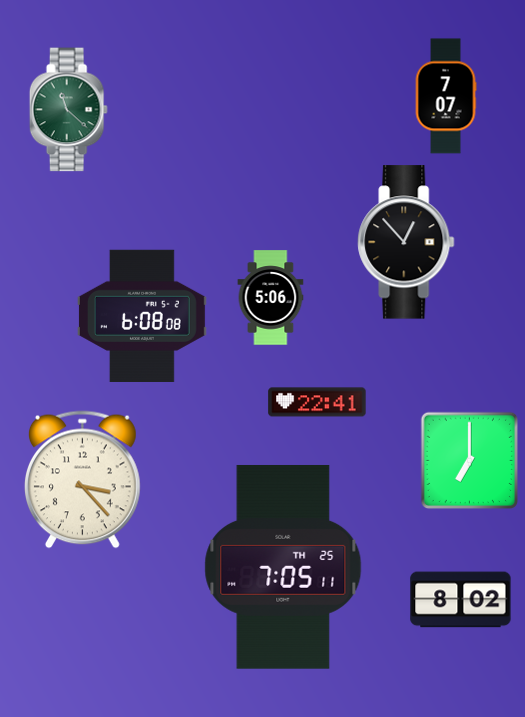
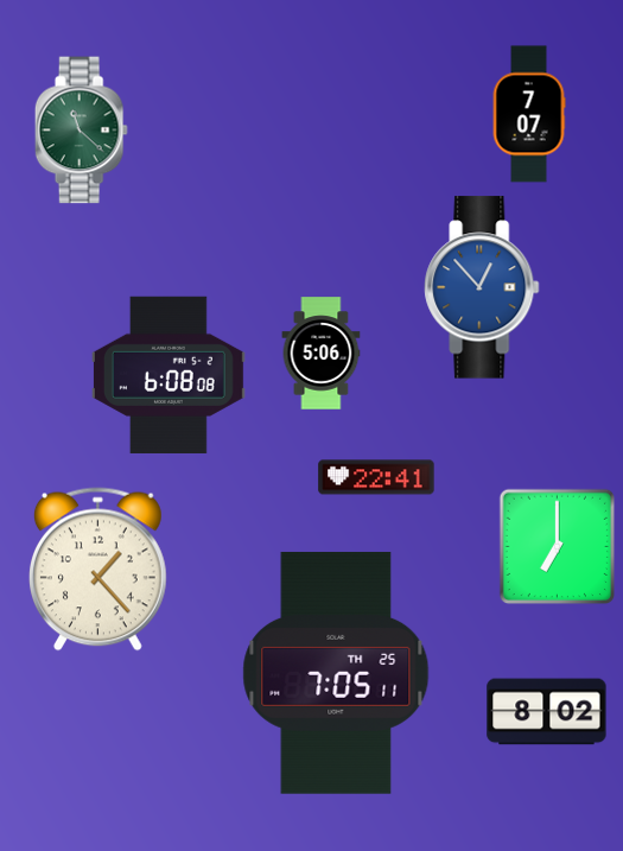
clock at (406, 242) dial: black -> blue
clock at (82, 480): 3:23 -> 1:23
